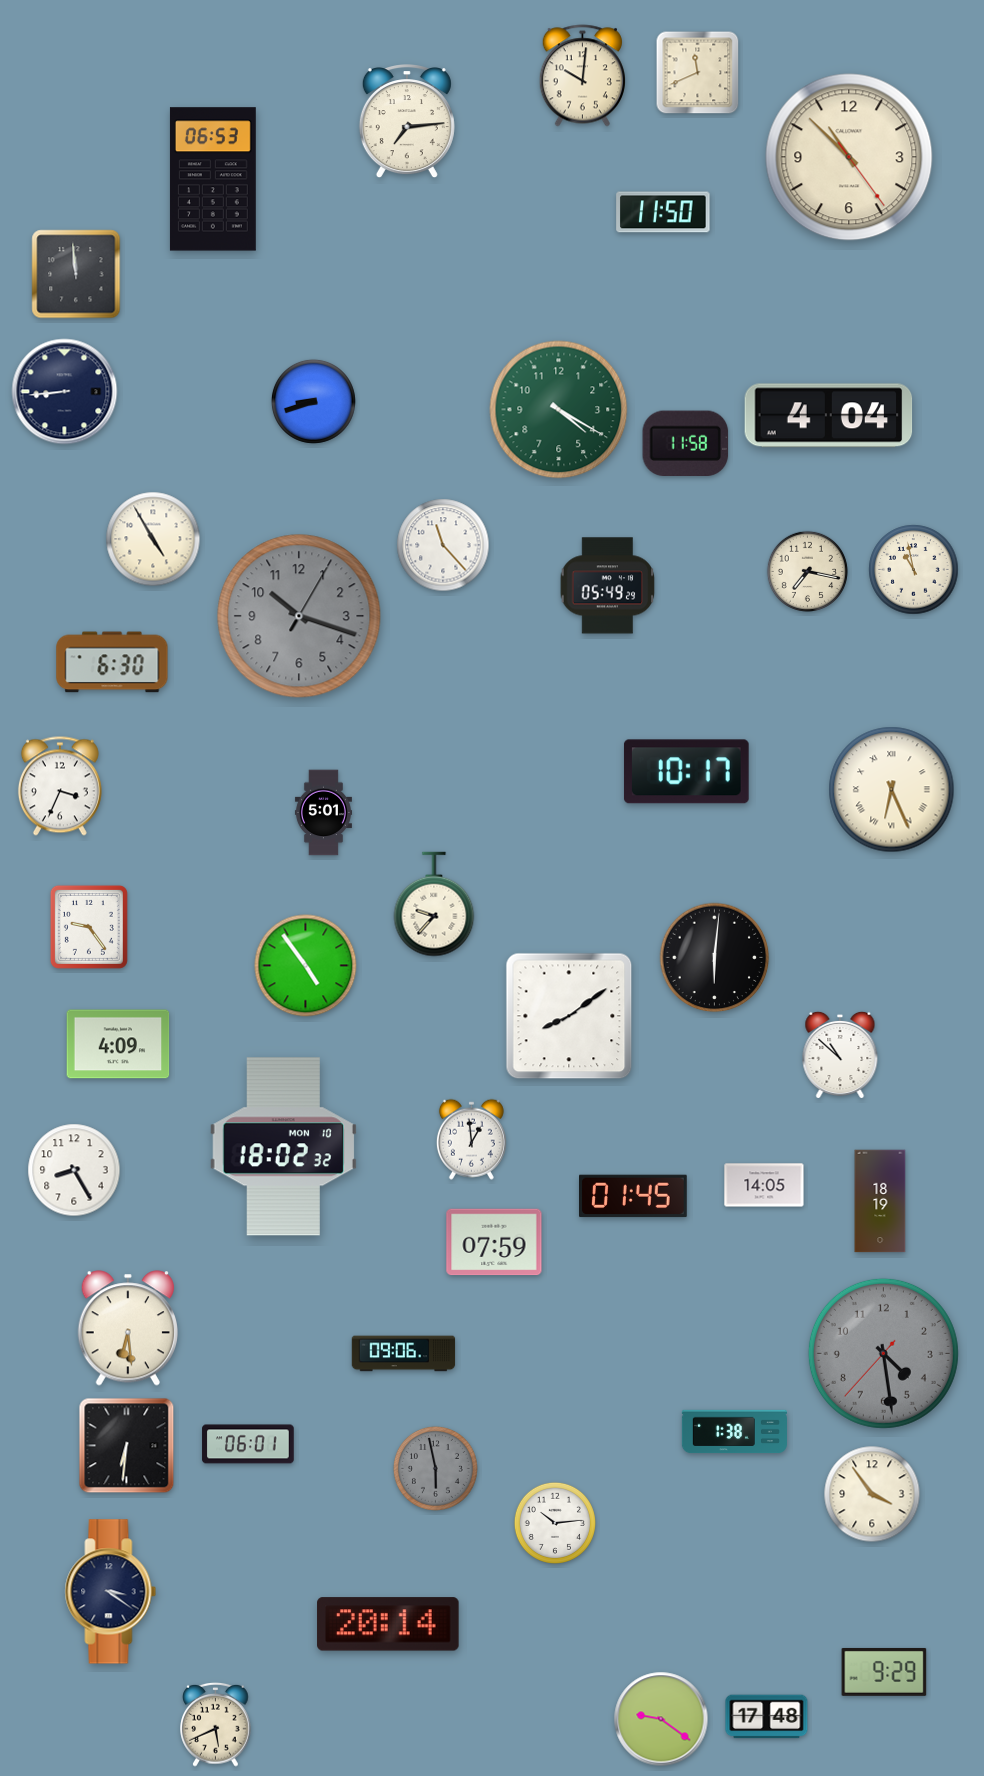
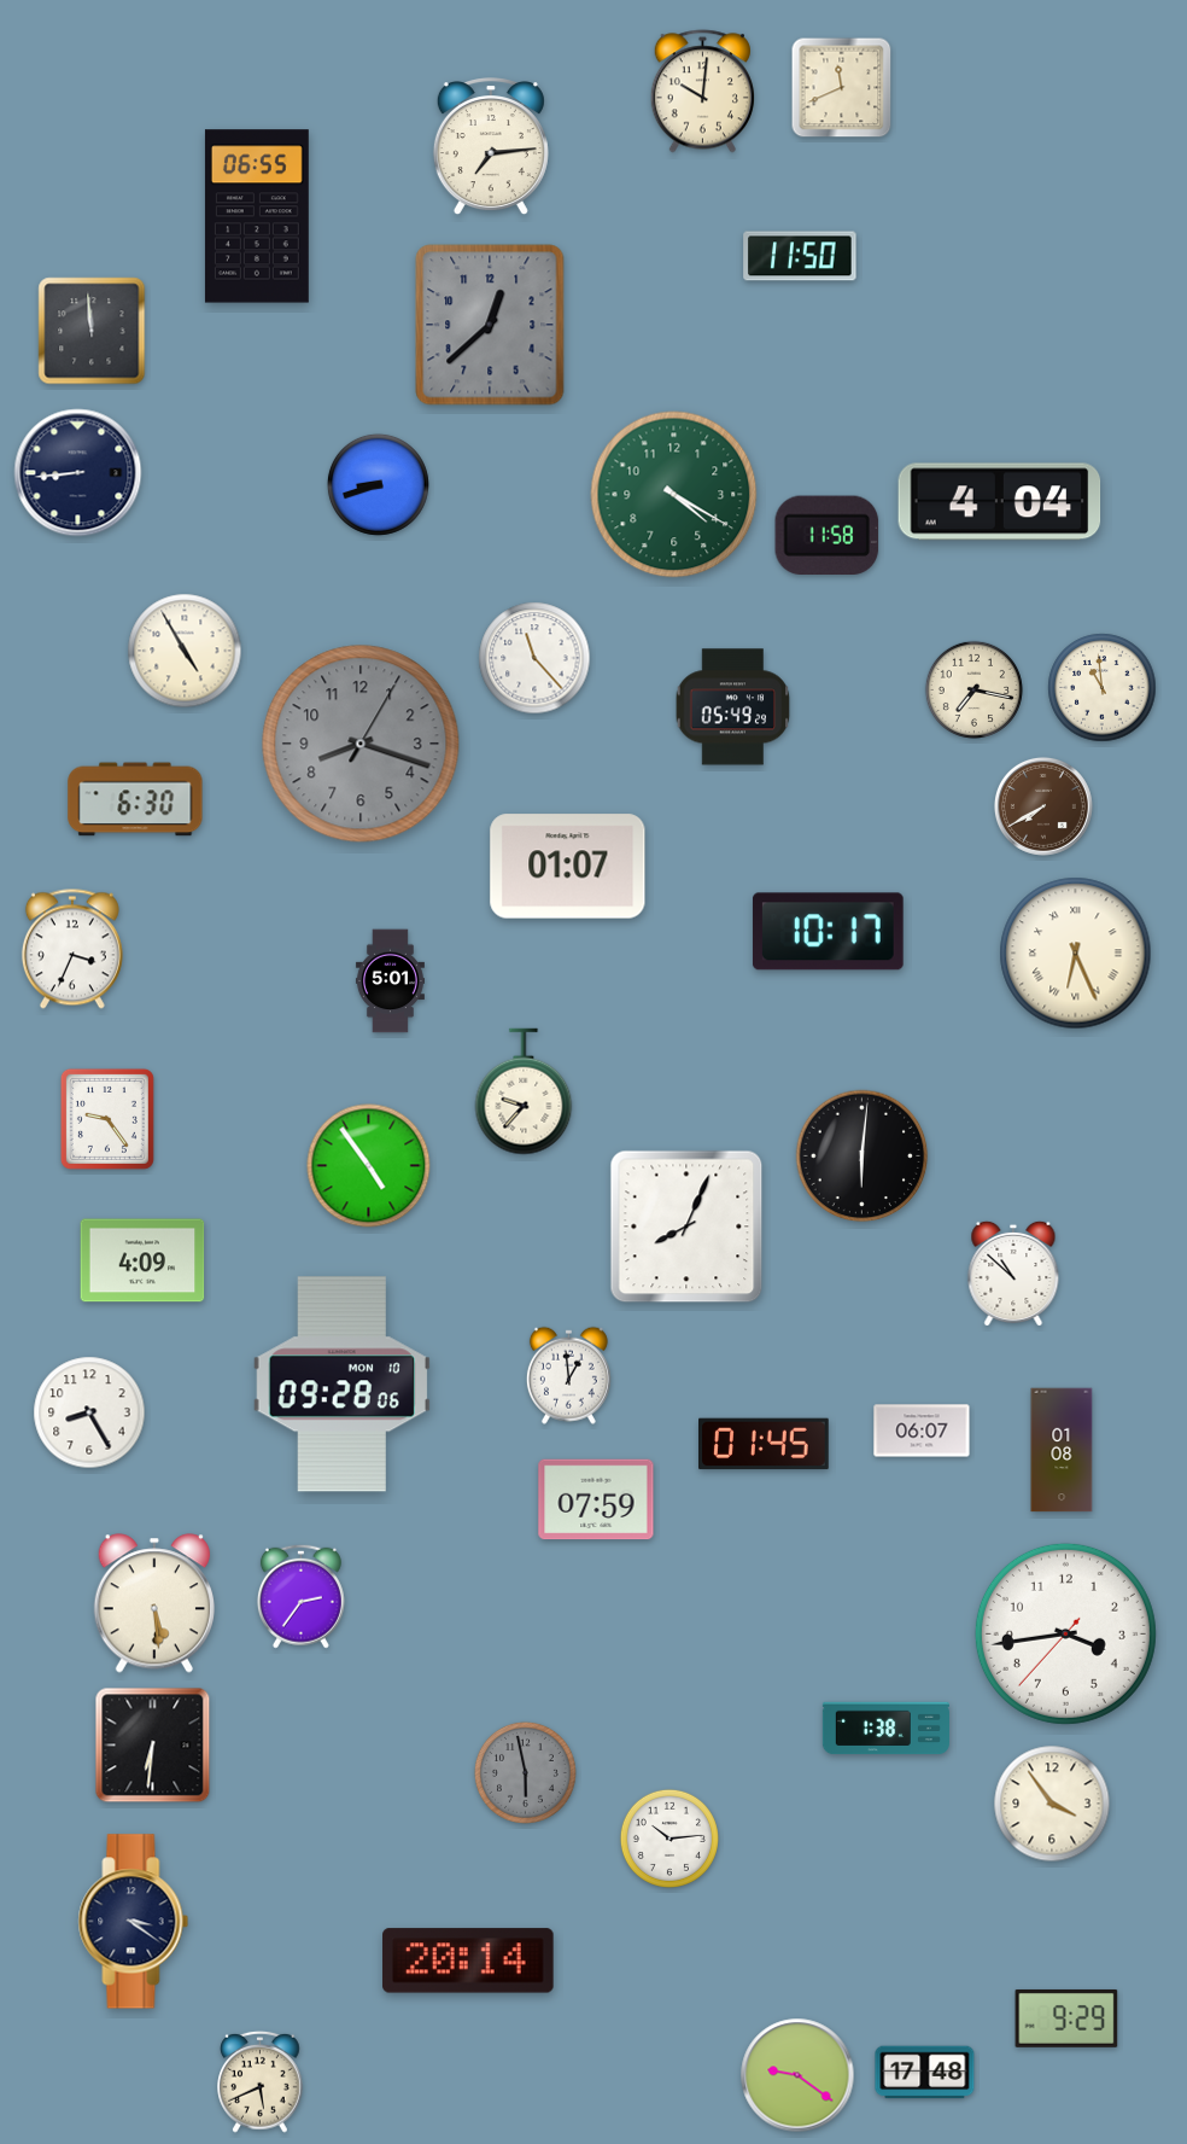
clock at (849, 157): 10:52 -> none
clock at (213, 179): 06:53 -> 06:55
clock at (490, 325): none -> 12:38
clock at (914, 570): 10:58 -> 10:59
clock at (299, 616): 10:18 -> 8:18
clock at (1043, 806): none -> 7:40
clock at (568, 867): none -> 01:07
clock at (569, 1016): 8:09 -> 8:04
clock at (283, 1147): 18:02 -> 09:28
clock at (764, 1185): 14:05 -> 06:07
clock at (880, 1201): 18:19 -> 01:08
clock at (300, 1596): none -> 2:36
clock at (127, 1328): 6:29 -> 5:29
clock at (883, 1353): 4:28 -> 3:43
clock at (883, 1353) dial: grey -> white
clock at (404, 1354): 09:06 -> none
clock at (248, 1444): 06:01 -> none
